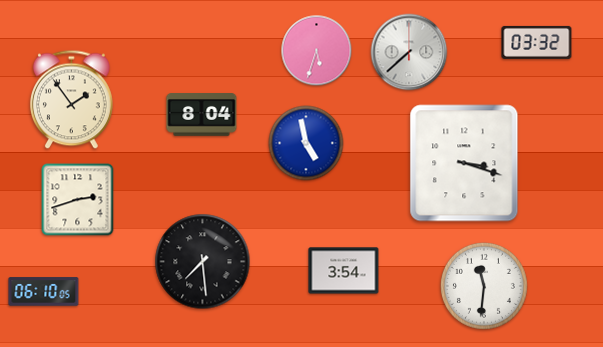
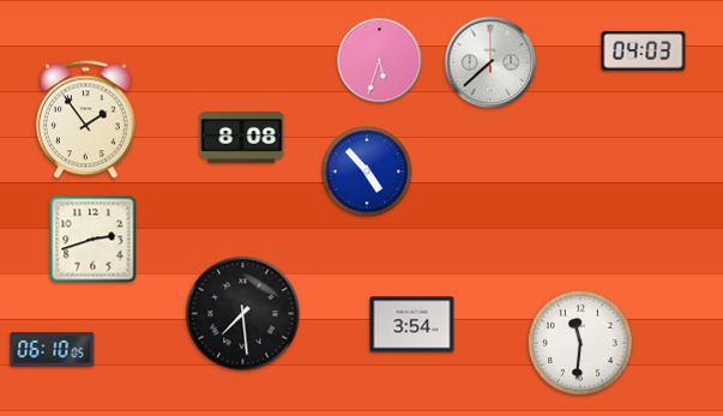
clock at (537, 42): 03:32 -> 04:03
clock at (202, 115): 8:04 -> 8:08
clock at (306, 143): 4:58 -> 4:53
clock at (464, 163): 3:18 -> none
